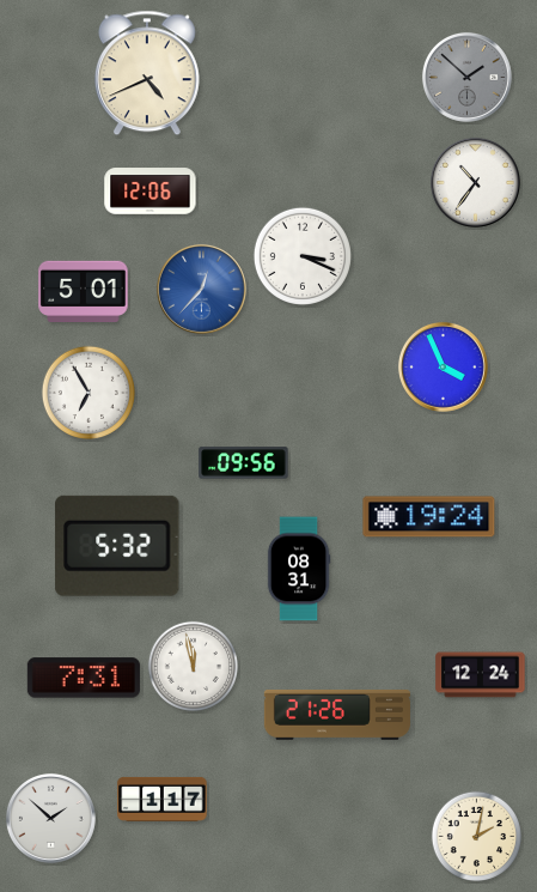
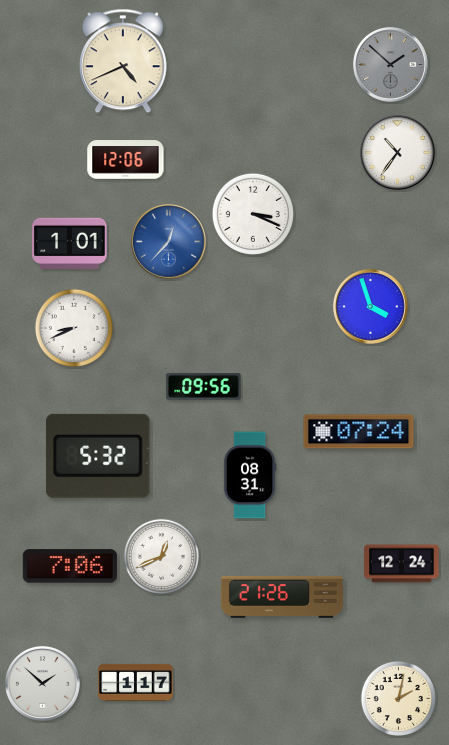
clock at (84, 291): 5:01 -> 1:01
clock at (443, 366): 3:56 -> 3:57
clock at (87, 392): 6:55 -> 8:41
clock at (429, 517): 19:24 -> 07:24
clock at (194, 667): 11:58 -> 12:41
clock at (84, 678): 7:31 -> 7:06
clock at (163, 799) position: (163, 799) -> (136, 682)
